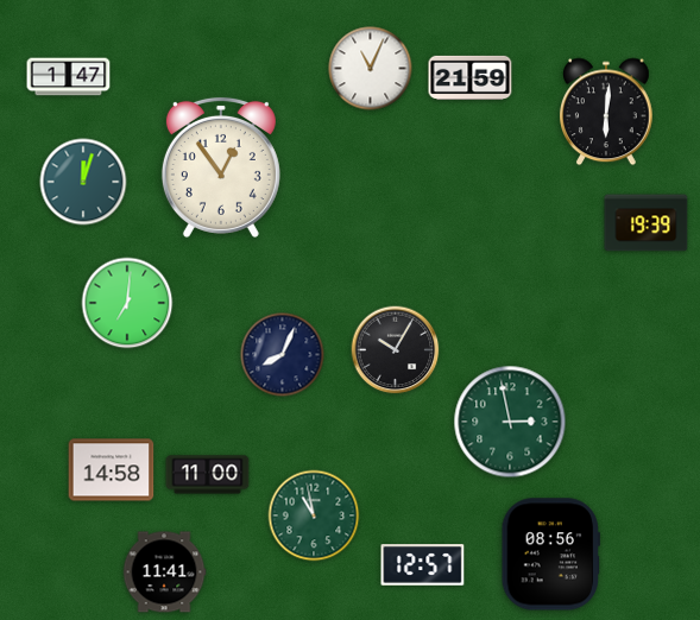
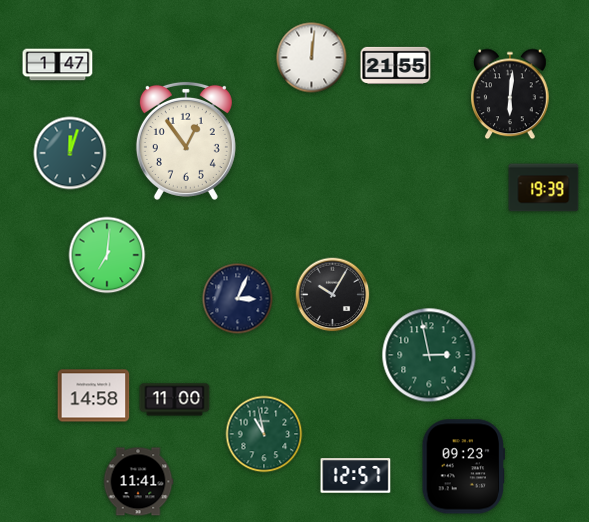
clock at (371, 69): 11:04 -> 12:01
clock at (471, 77): 21:59 -> 21:55
clock at (283, 355): 8:04 -> 3:04
clock at (550, 555): 08:56 -> 09:23
